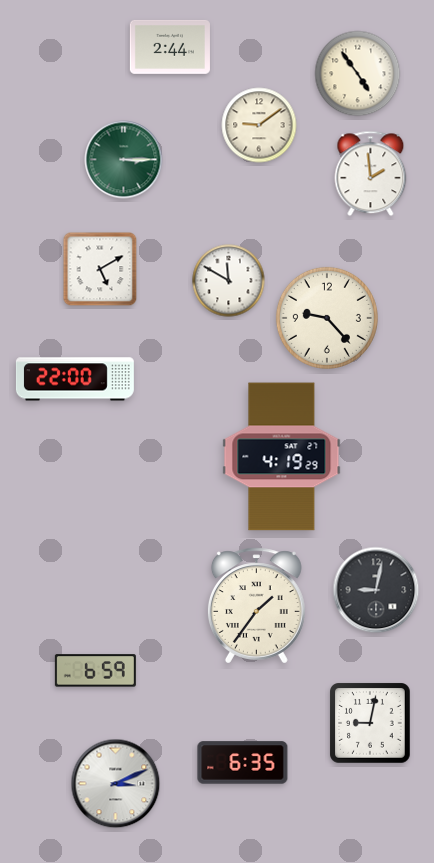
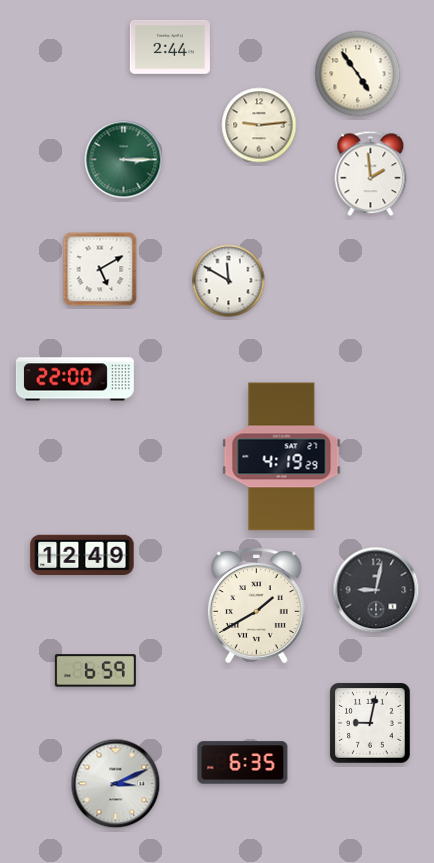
clock at (259, 125): 9:09 -> 9:14
clock at (327, 318): 9:23 -> none
clock at (82, 555): none -> 12:49
clock at (256, 606): 1:36 -> 1:40
